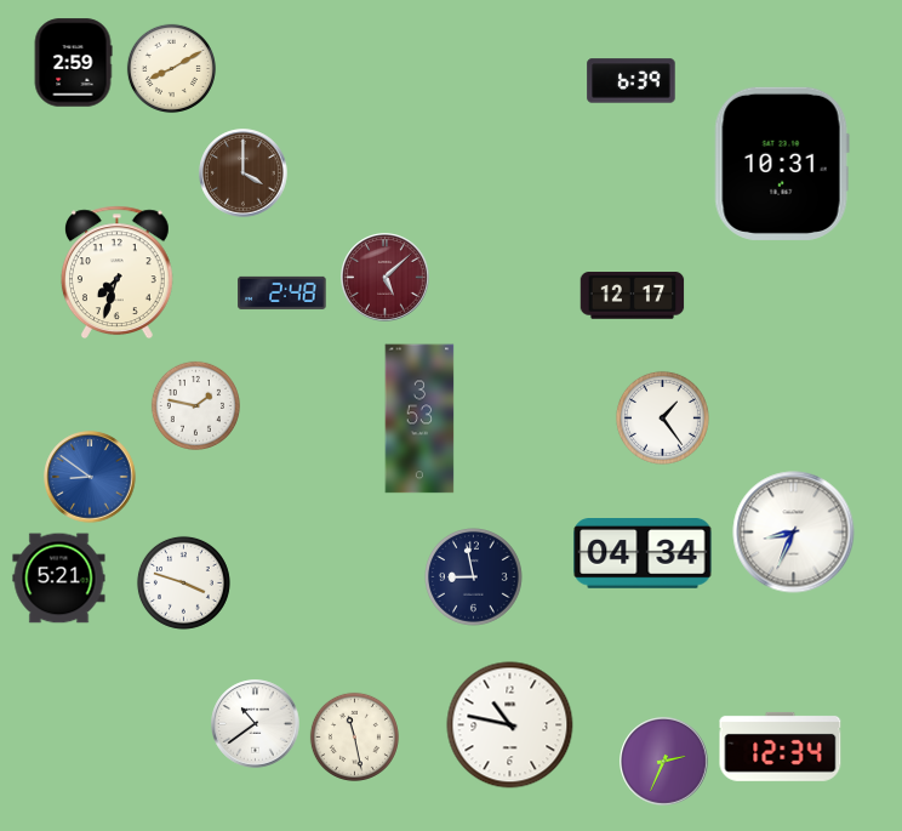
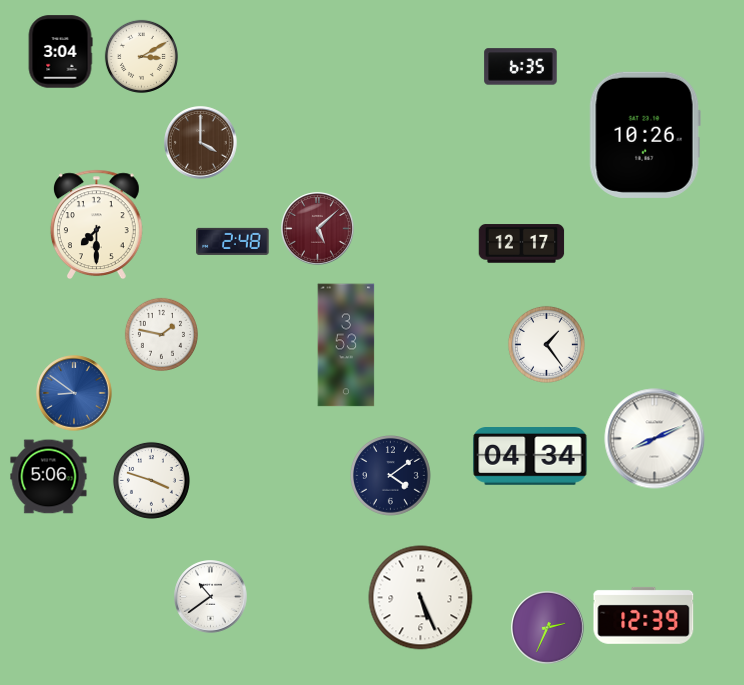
clock at (73, 63): 2:59 -> 3:04
clock at (171, 68): 8:10 -> 3:10
clock at (632, 81): 6:39 -> 6:35
clock at (782, 164): 10:31 -> 10:26
clock at (116, 273): 7:33 -> 7:30
clock at (794, 533): 8:34 -> 8:11
clock at (474, 577): 8:58 -> 4:09
clock at (59, 579): 5:21 -> 5:06
clock at (510, 725): 10:47 -> 5:26
clock at (354, 736): 11:28 -> none
clock at (781, 746): 12:34 -> 12:39
